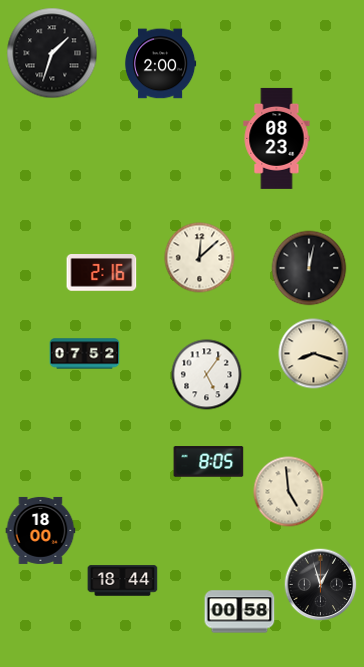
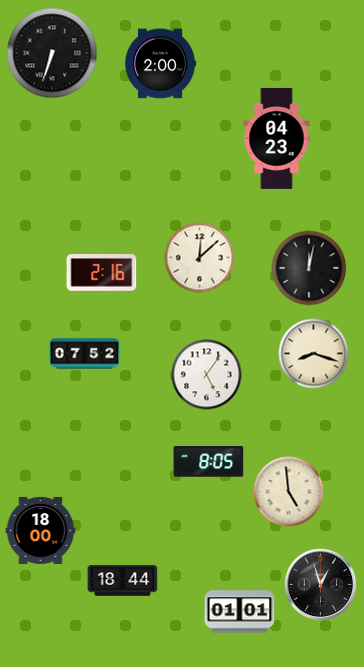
clock at (52, 53): 1:33 -> 6:33
clock at (277, 138): 08:23 -> 04:23
clock at (240, 612): 00:58 -> 01:01
